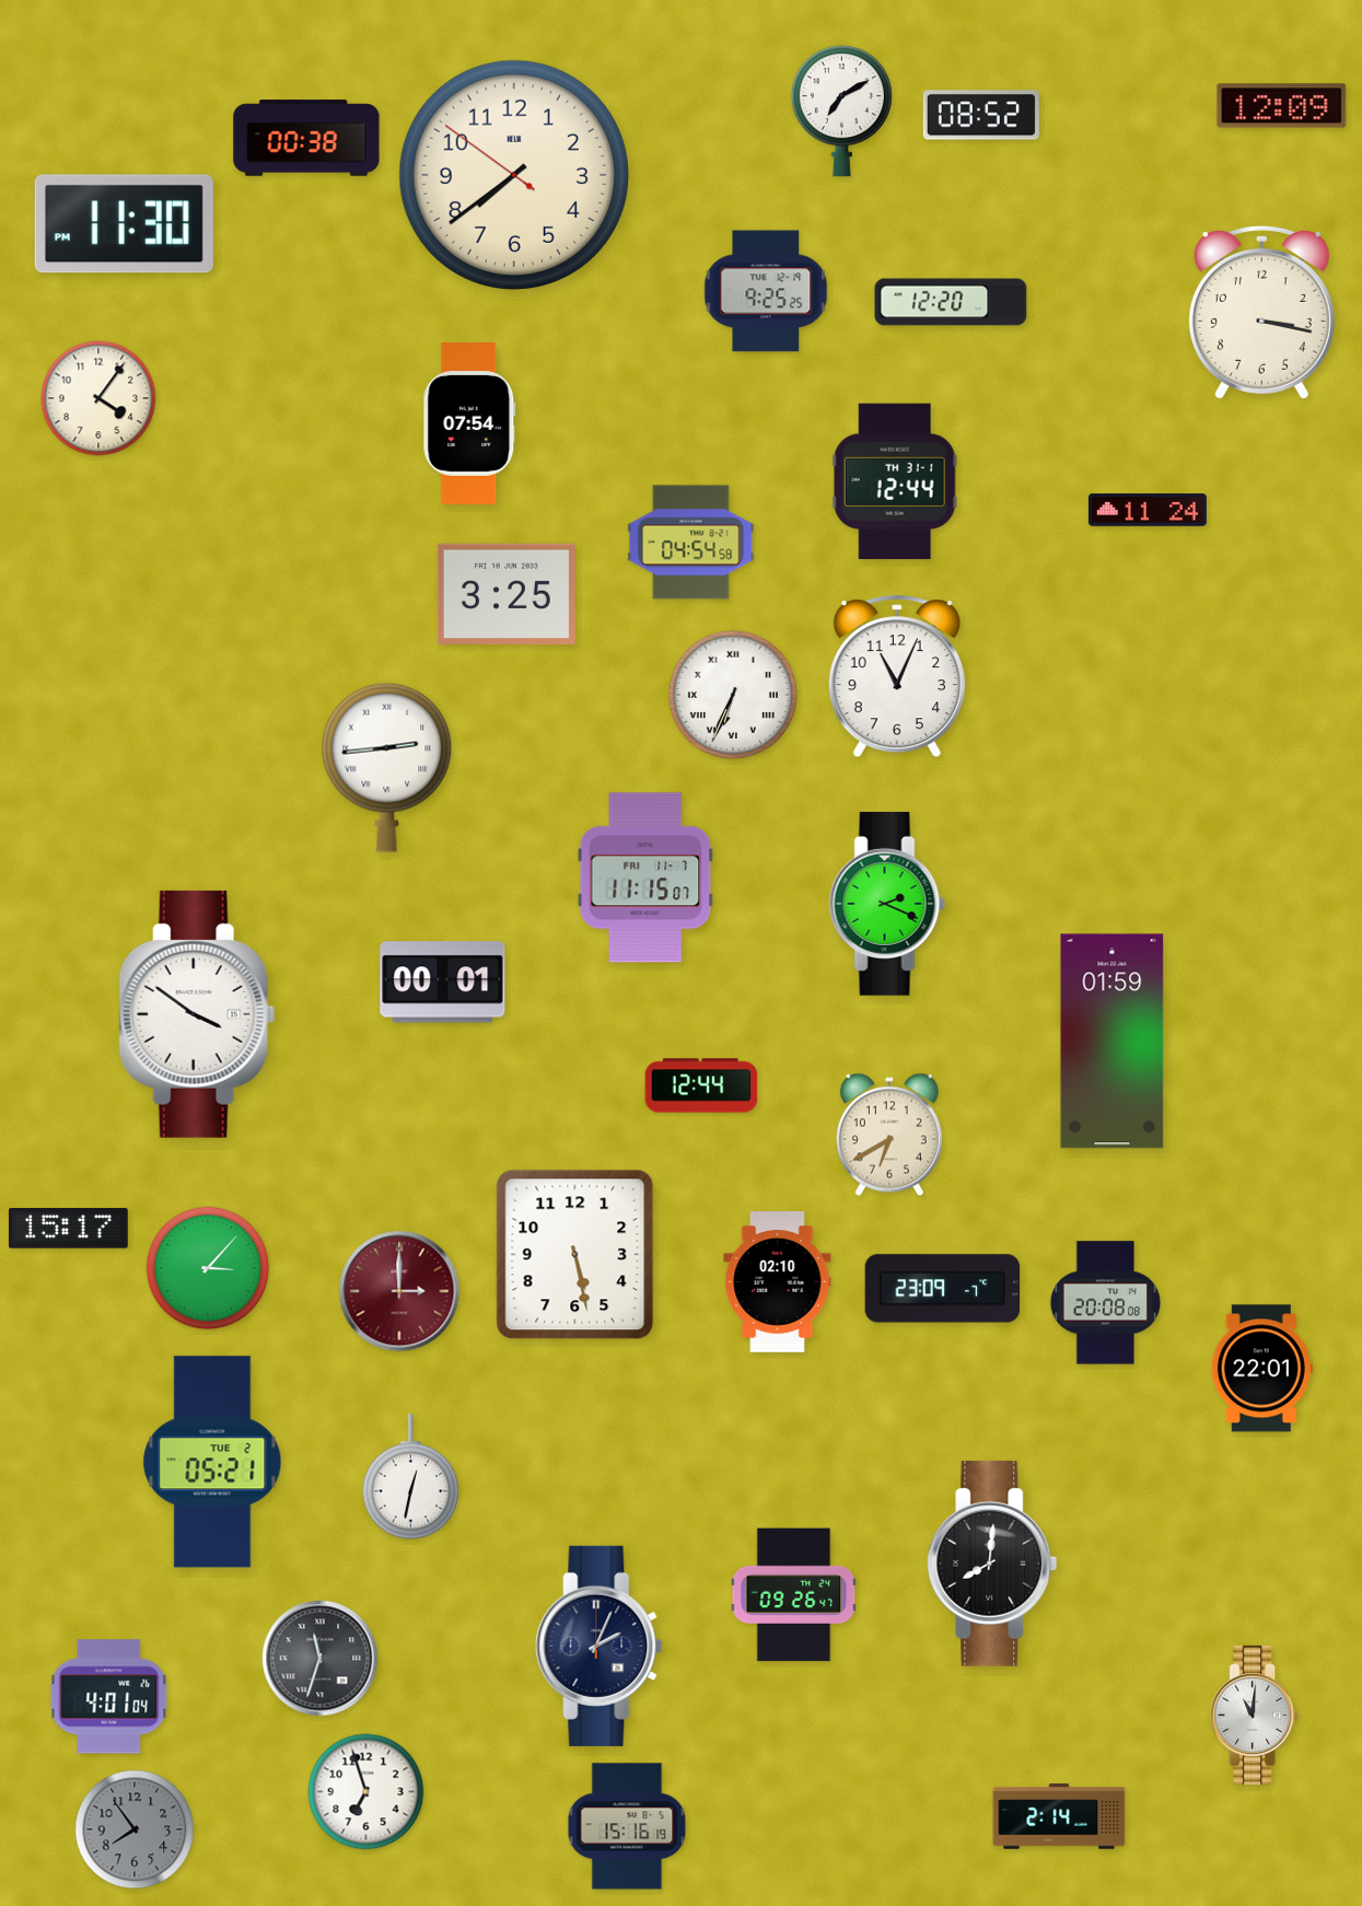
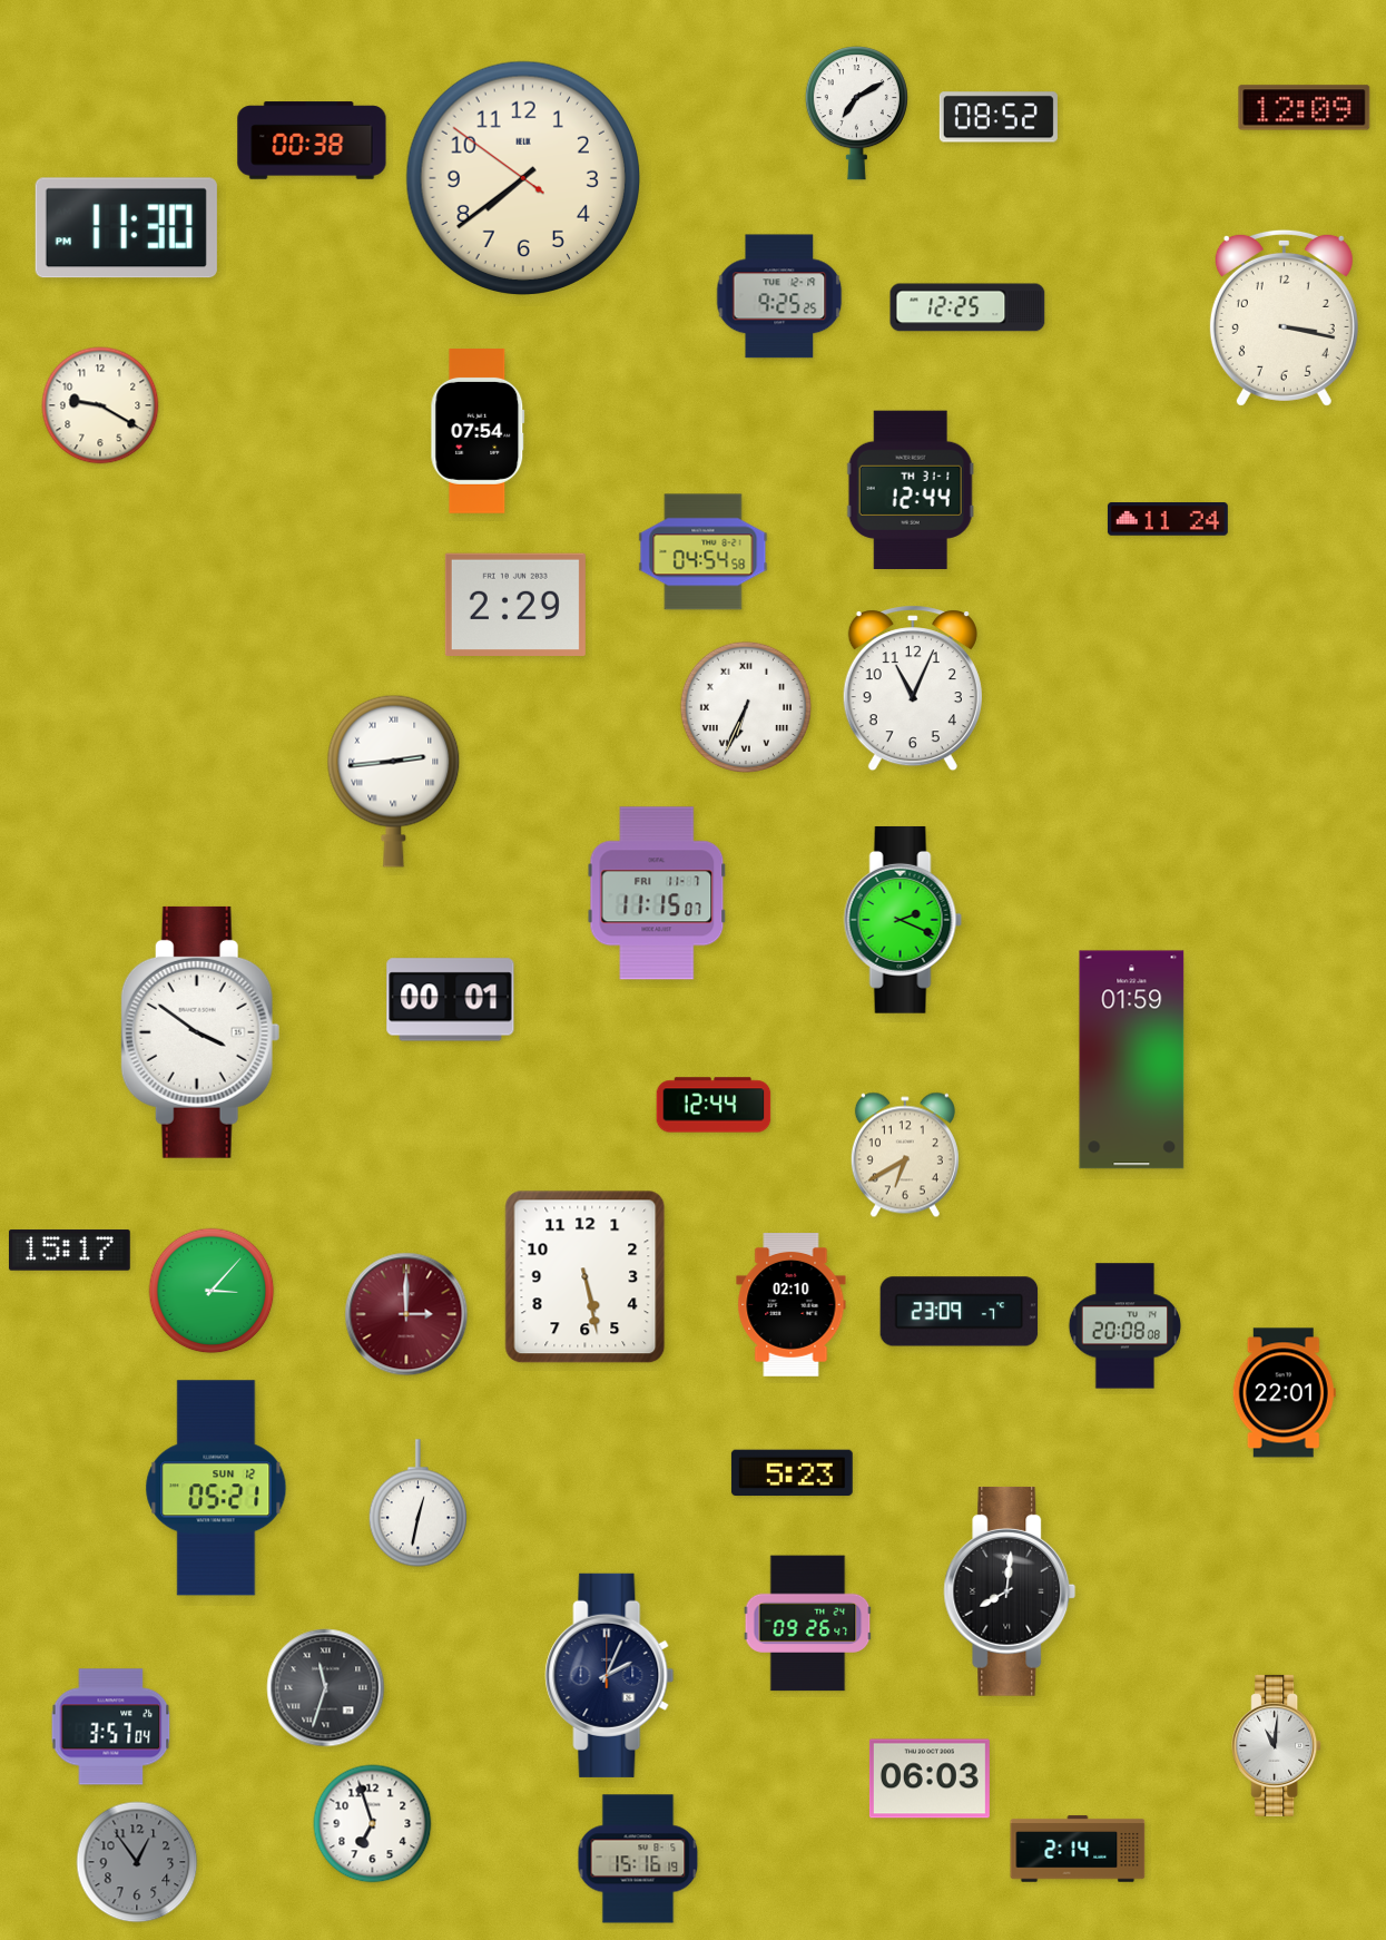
clock at (951, 302): 12:20 -> 12:25
clock at (98, 398): 4:06 -> 9:20
clock at (507, 593): 3:25 -> 2:29
clock at (792, 1473): none -> 5:23
clock at (212, 1462) date: TUE 2 -> SUN 12
clock at (109, 1697): 4:01 -> 3:57
clock at (930, 1779): none -> 06:03
clock at (135, 1829): 7:54 -> 12:54
